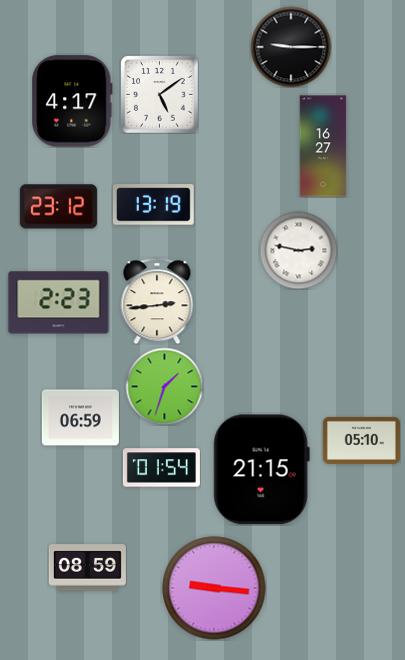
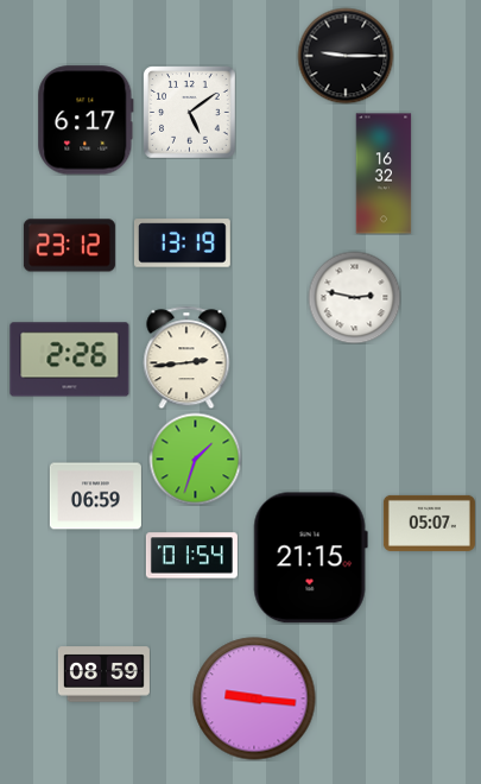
clock at (72, 101): 4:17 -> 6:17
clock at (323, 146): 16:27 -> 16:32
clock at (59, 303): 2:23 -> 2:26
clock at (361, 440): 05:10 -> 05:07
